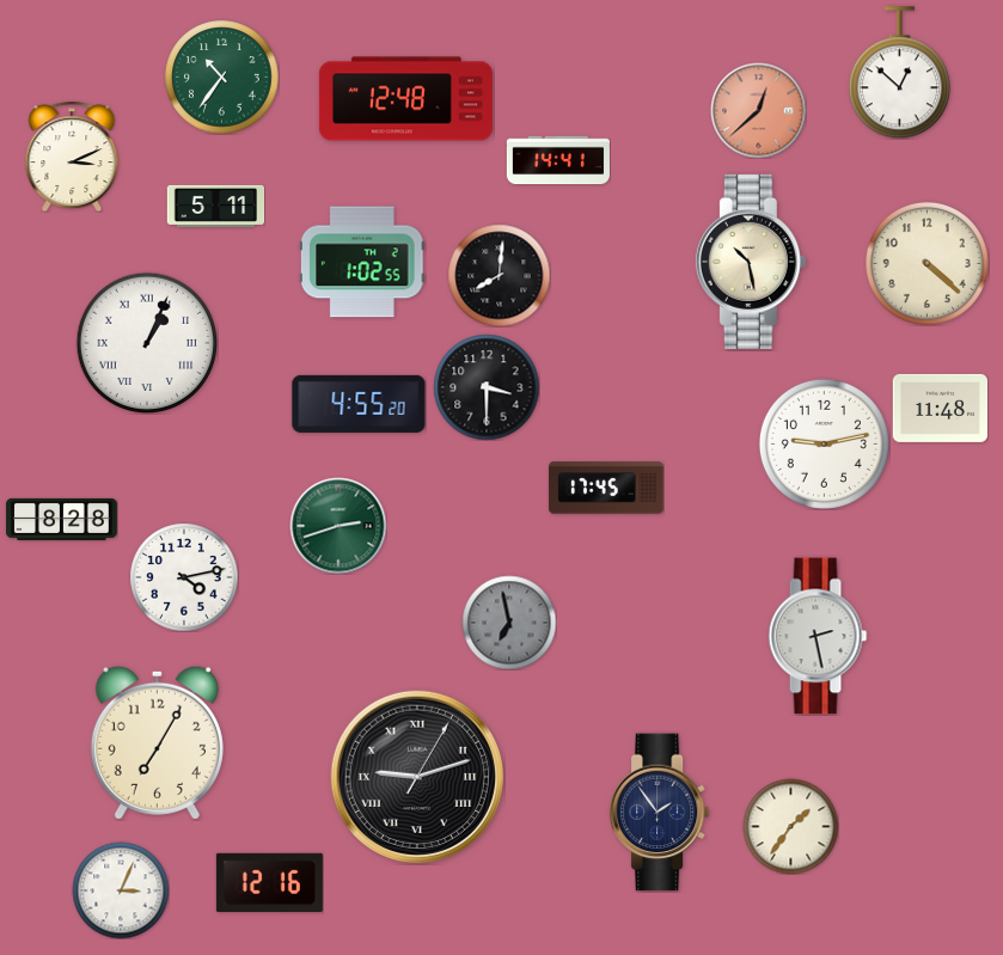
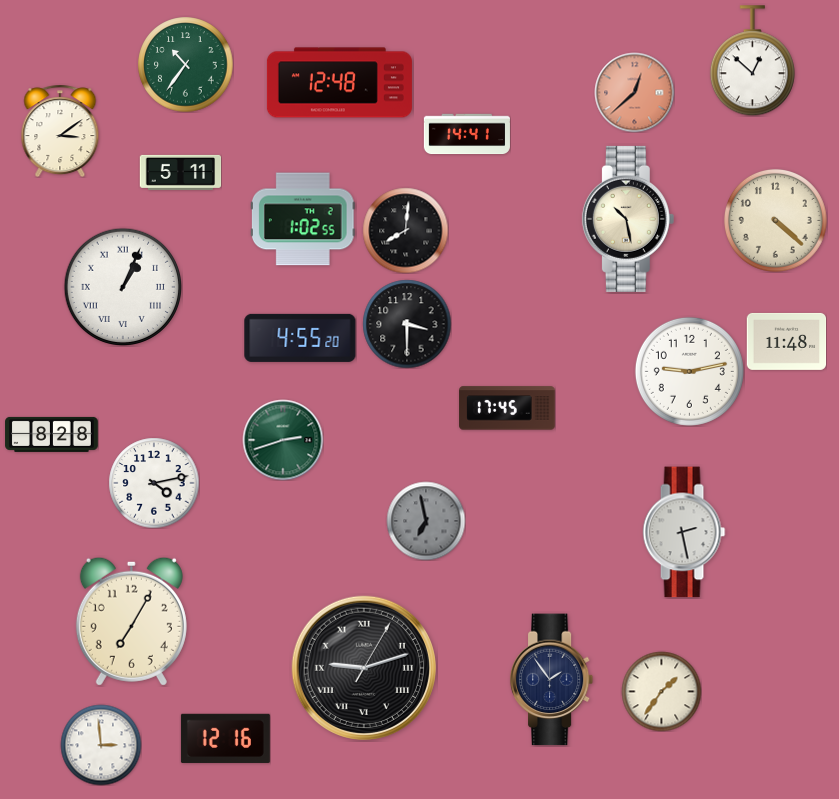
clock at (72, 157): 3:11 -> 3:09
clock at (499, 275) position: (499, 275) -> (405, 230)
clock at (417, 777) position: (417, 777) -> (364, 668)
clock at (121, 890): 3:04 -> 2:59
